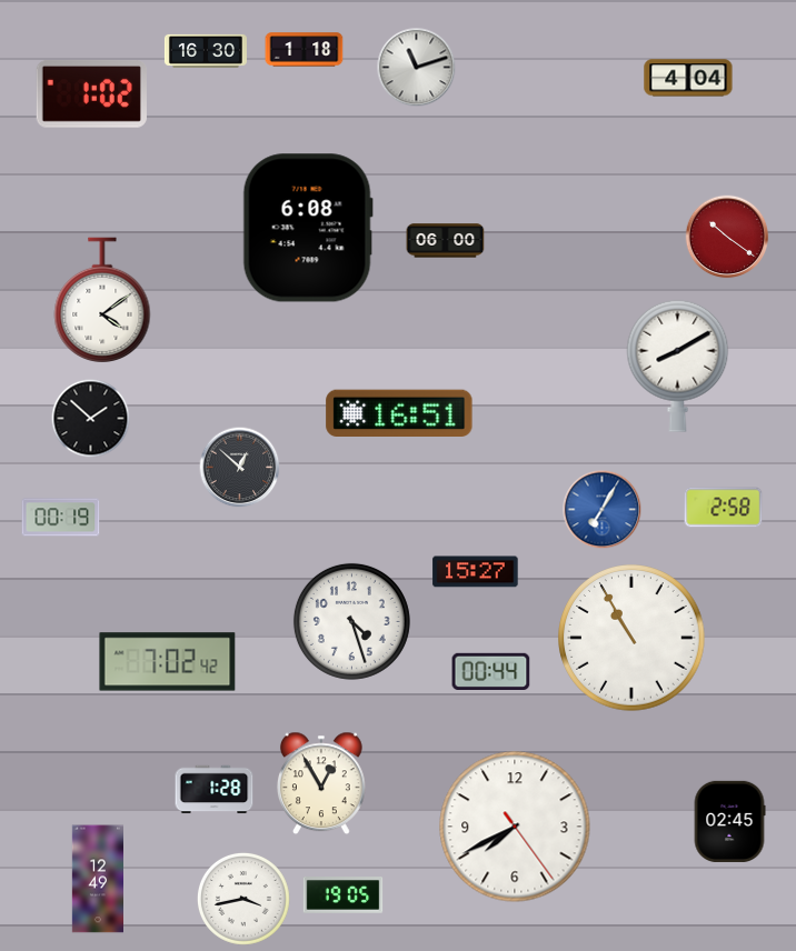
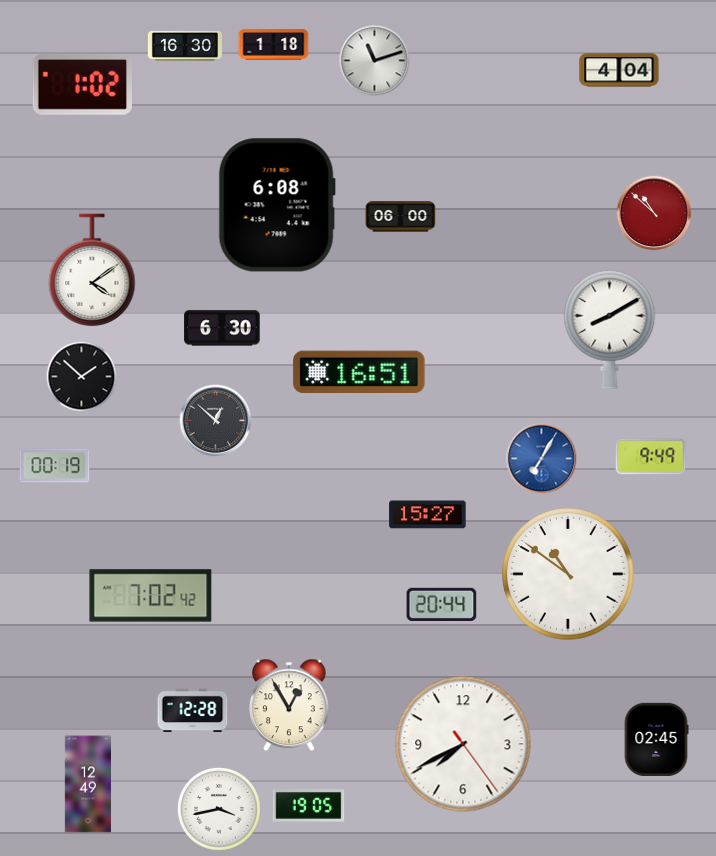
clock at (727, 237): 10:21 -> 10:52
clock at (222, 328): none -> 6:30
clock at (724, 508): 2:58 -> 9:49
clock at (351, 621): 4:27 -> none
clock at (631, 638): 10:55 -> 10:51
clock at (491, 671): 00:44 -> 20:44
clock at (215, 790): 1:28 -> 12:28
clock at (97, 879) position: (97, 879) -> (87, 784)
